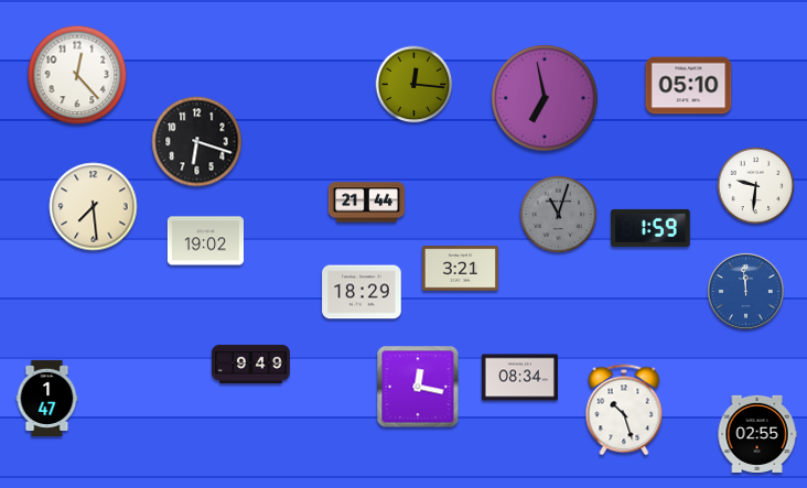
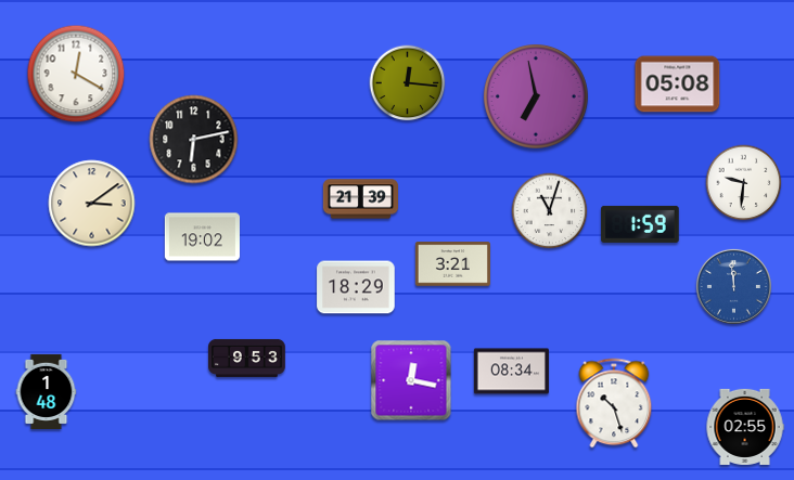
clock at (77, 75): 12:23 -> 12:20
clock at (689, 86): 05:10 -> 05:08
clock at (197, 142): 6:18 -> 6:13
clock at (366, 203): 21:44 -> 21:39
clock at (94, 207): 7:29 -> 3:09
clock at (559, 215) dial: grey -> white
clock at (251, 364): 9:49 -> 9:53
clock at (47, 398): 1:47 -> 1:48
